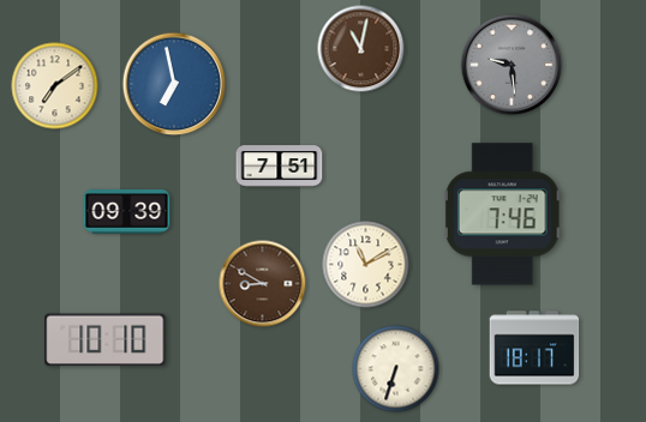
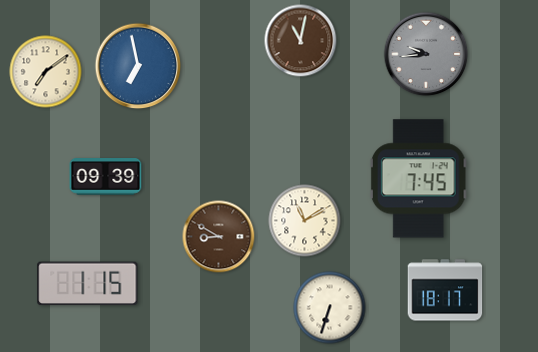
clock at (512, 65): 9:29 -> 9:44
clock at (174, 84) position: (174, 84) -> (138, 66)
clock at (280, 167): 7:51 -> none
clock at (502, 215): 7:46 -> 7:45
clock at (106, 340): 10:10 -> 1:15
